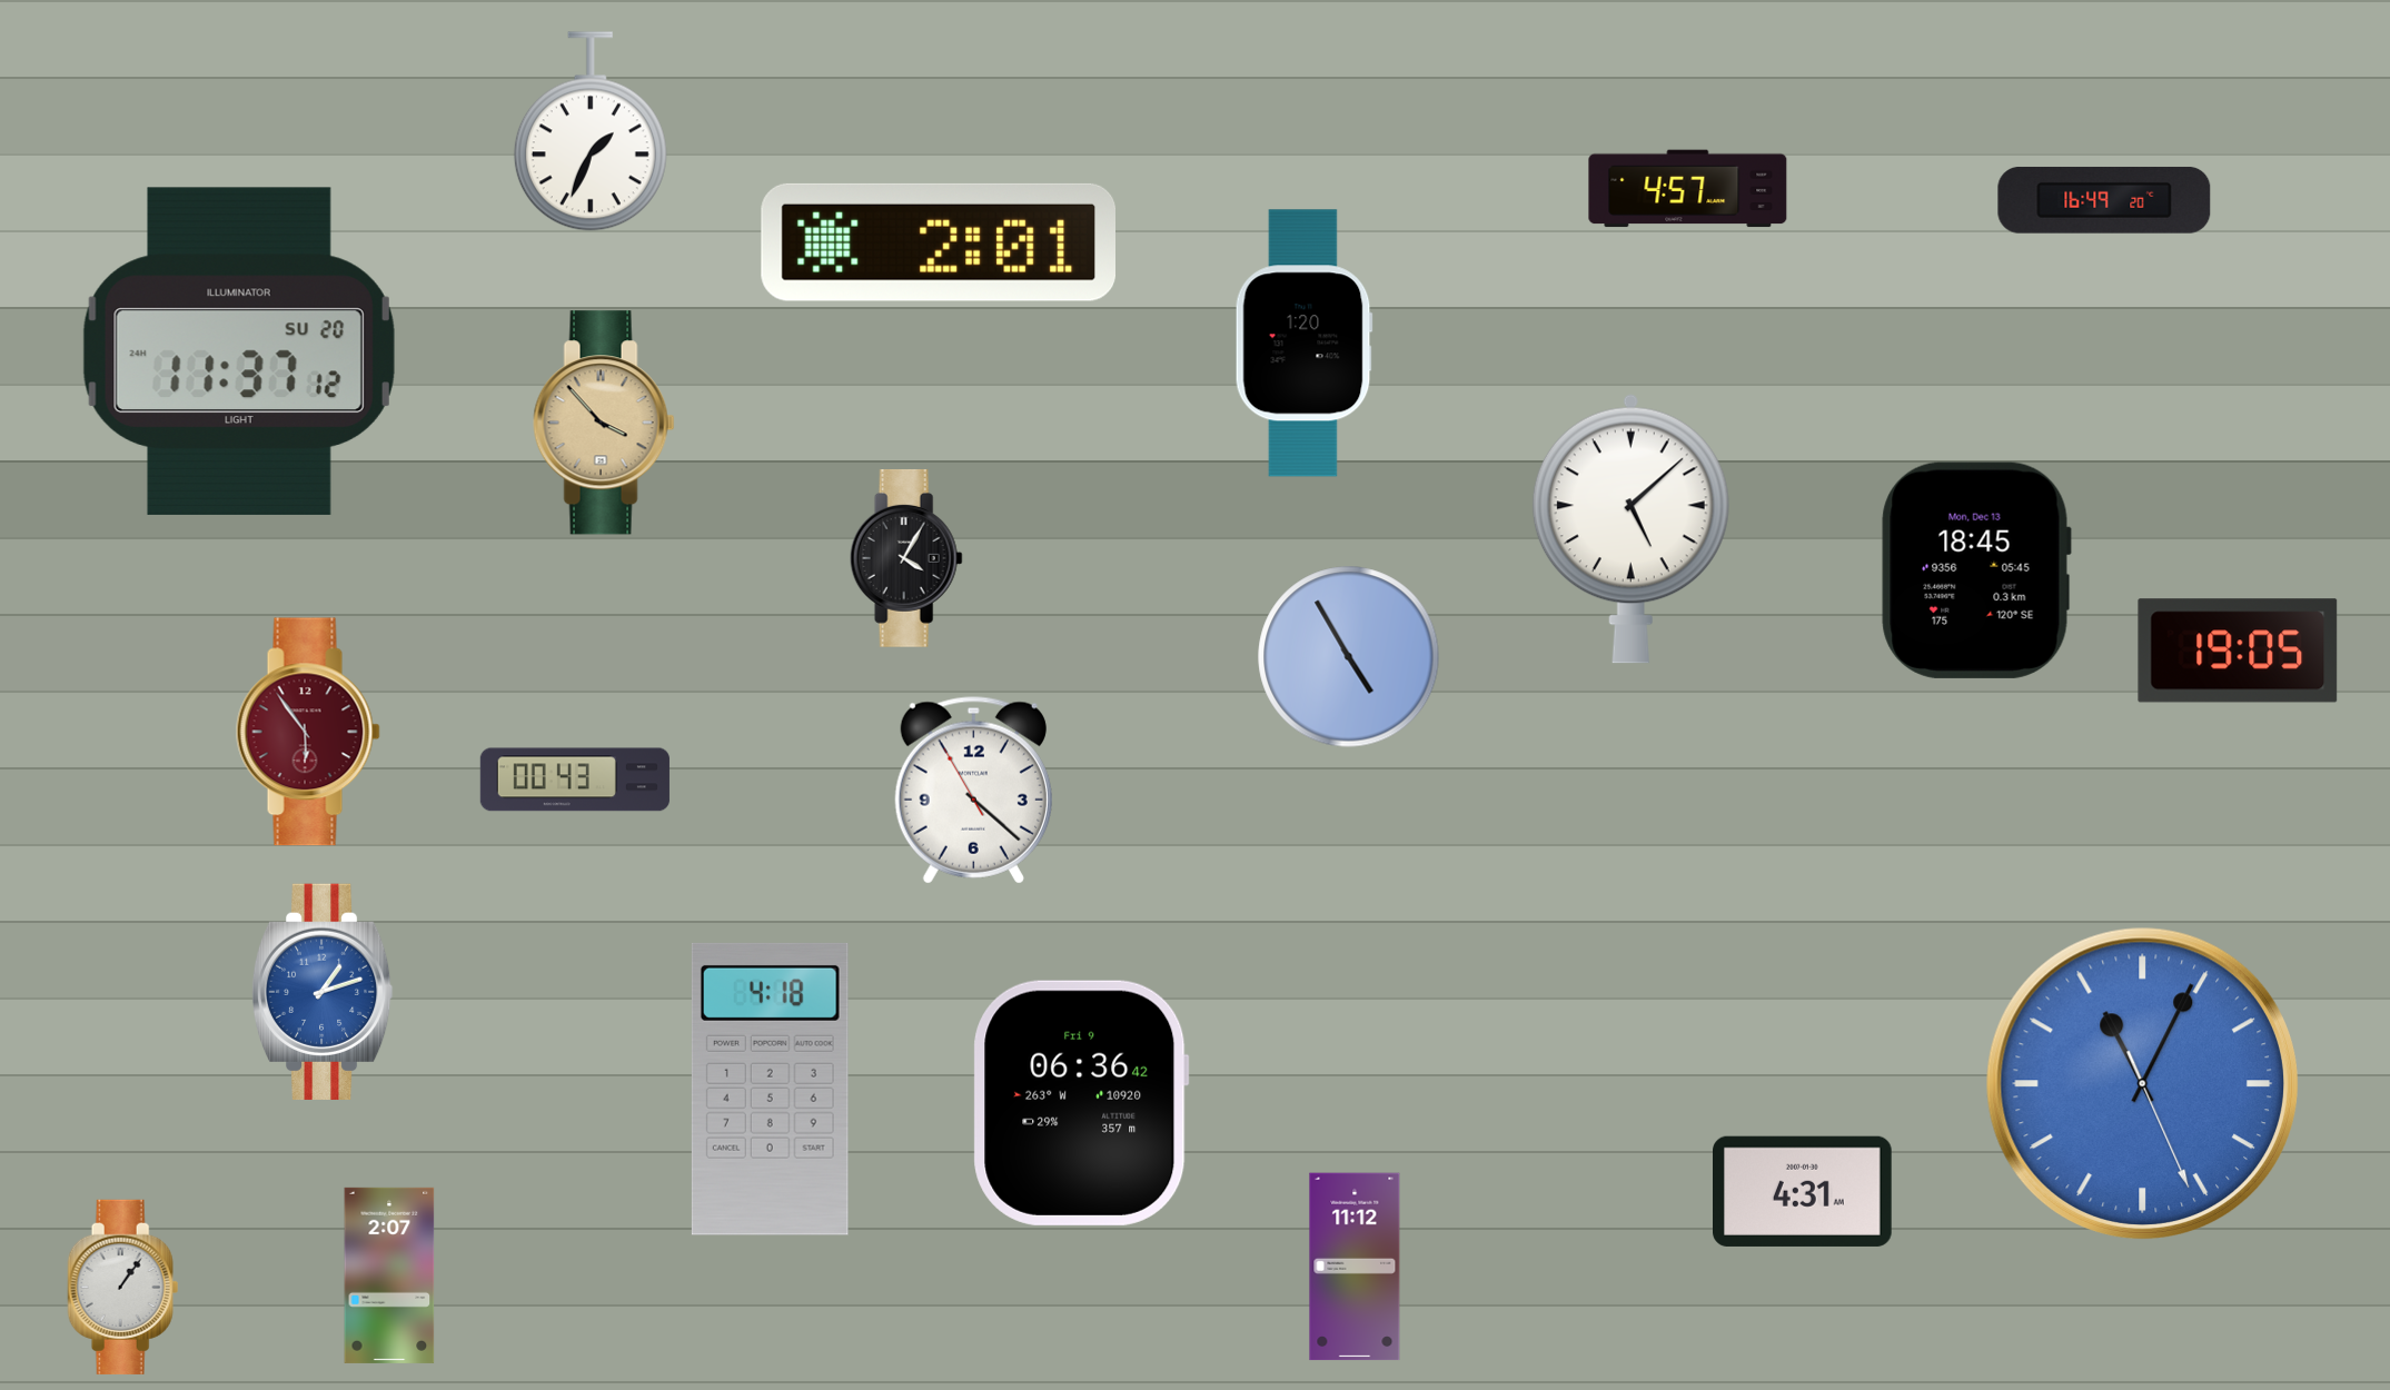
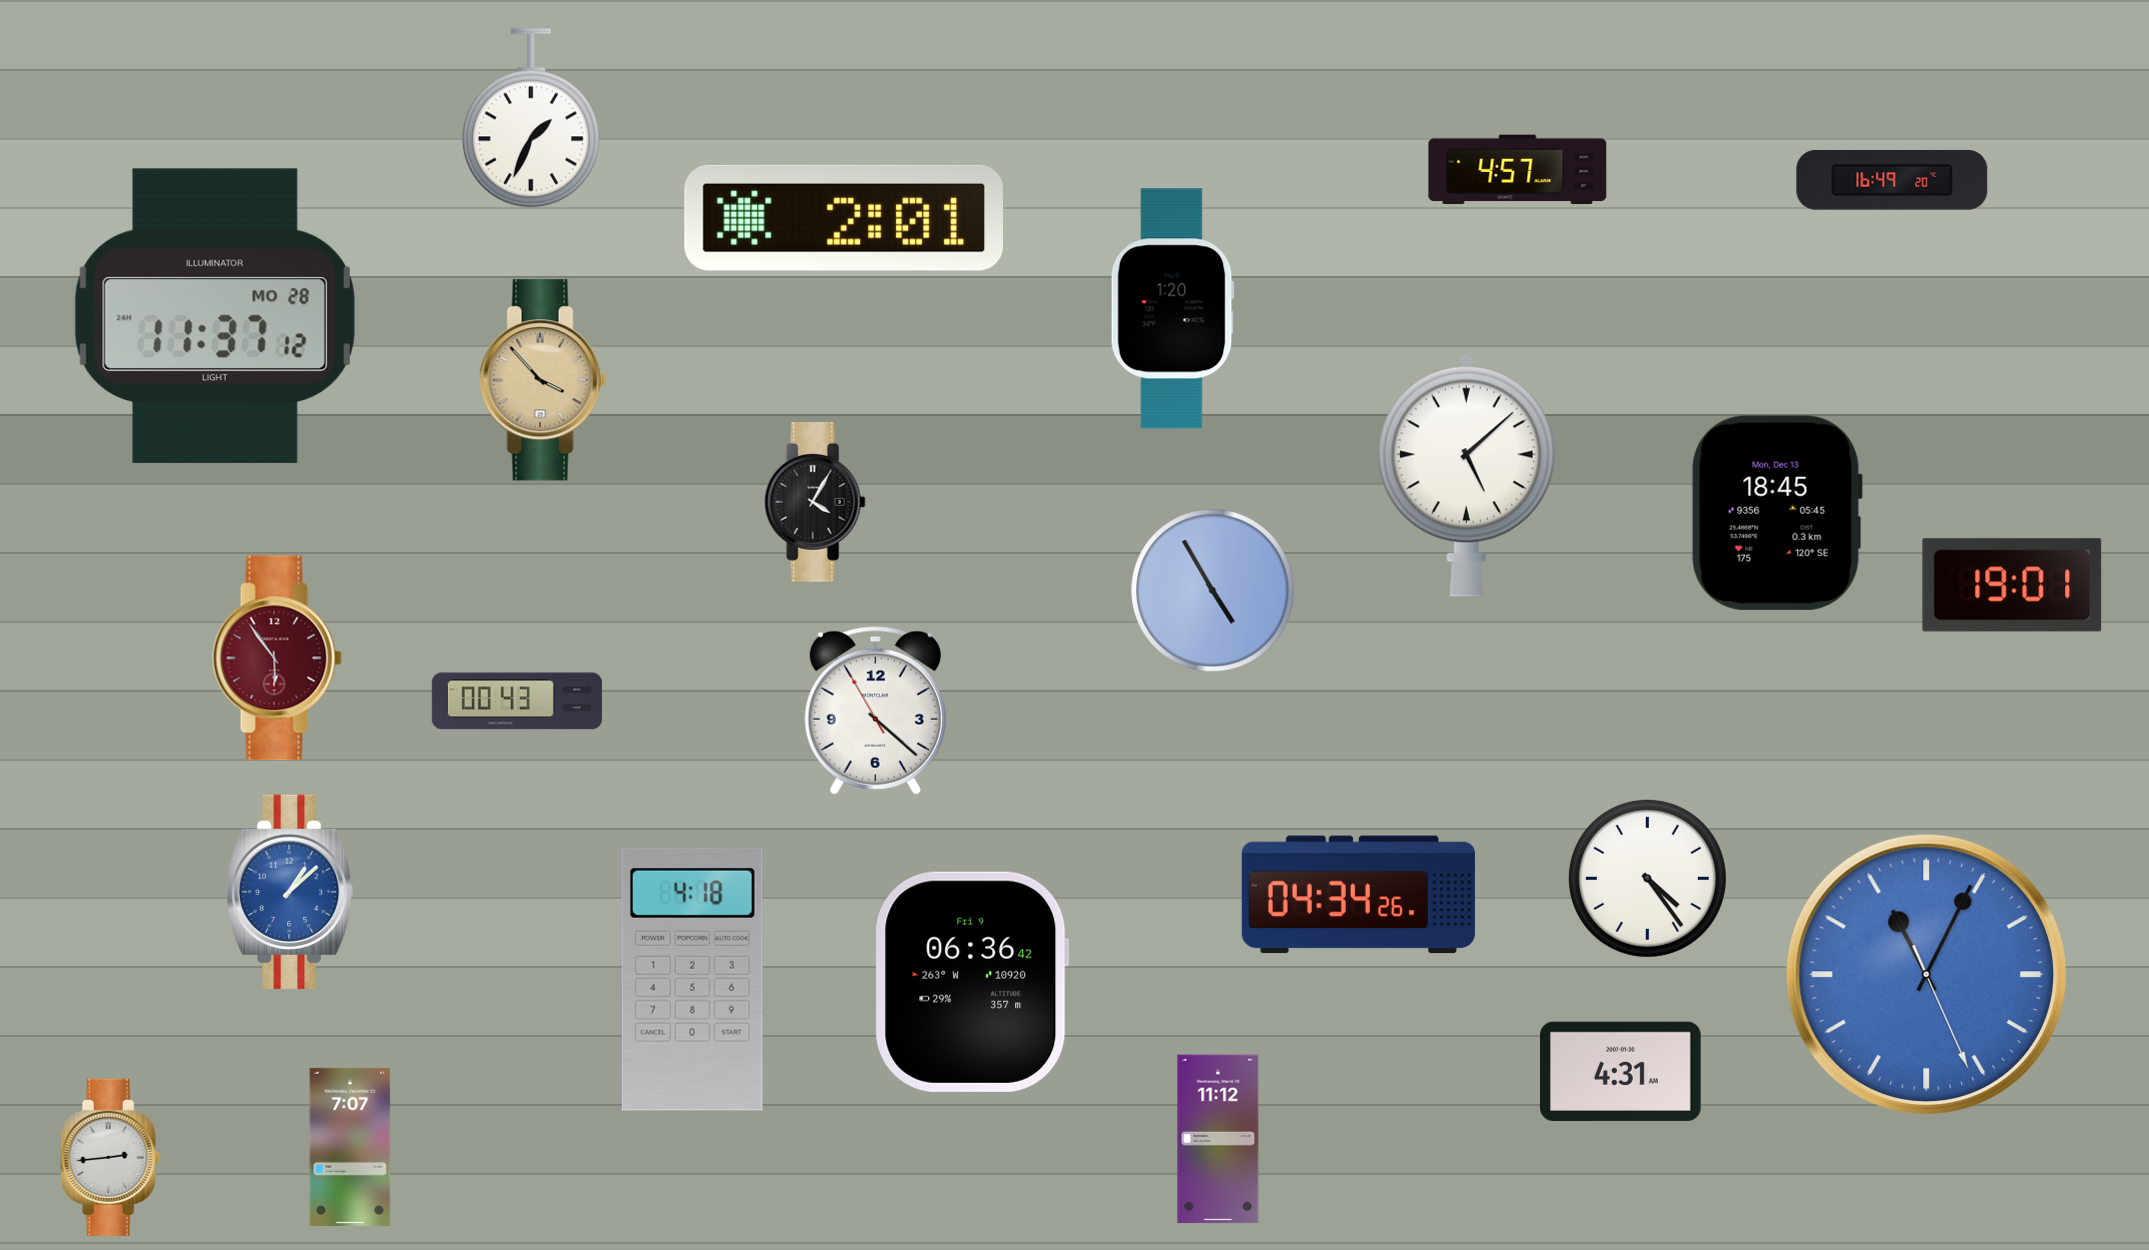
clock at (239, 351) date: SU 20 -> MO 28
clock at (2238, 651): 19:05 -> 19:01
clock at (1647, 878): none -> 4:24
clock at (323, 992): 1:12 -> 1:08
clock at (1358, 895): none -> 04:34
clock at (1081, 1103) position: (1081, 1103) -> (972, 982)
clock at (389, 1275): 2:07 -> 7:07
clock at (123, 1287): 1:06 -> 2:44
